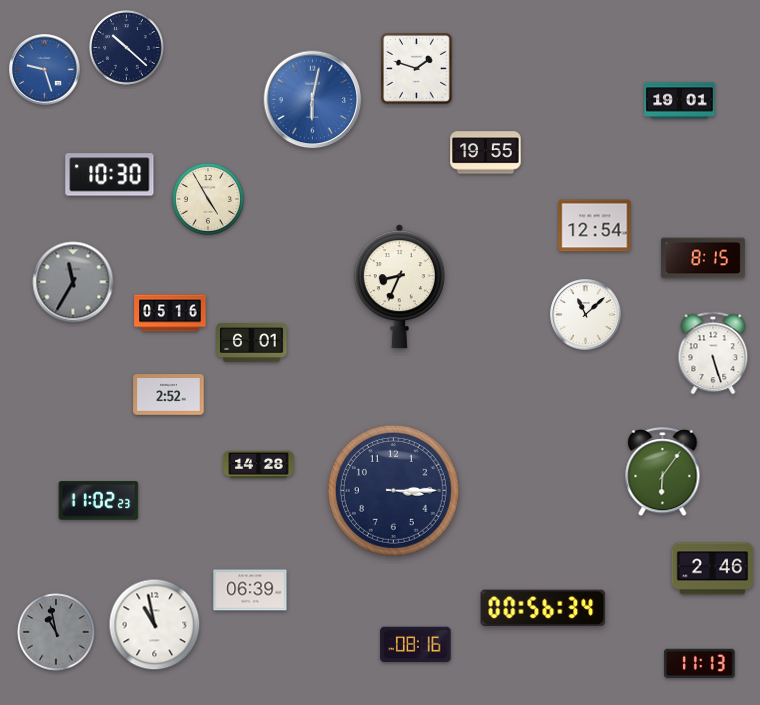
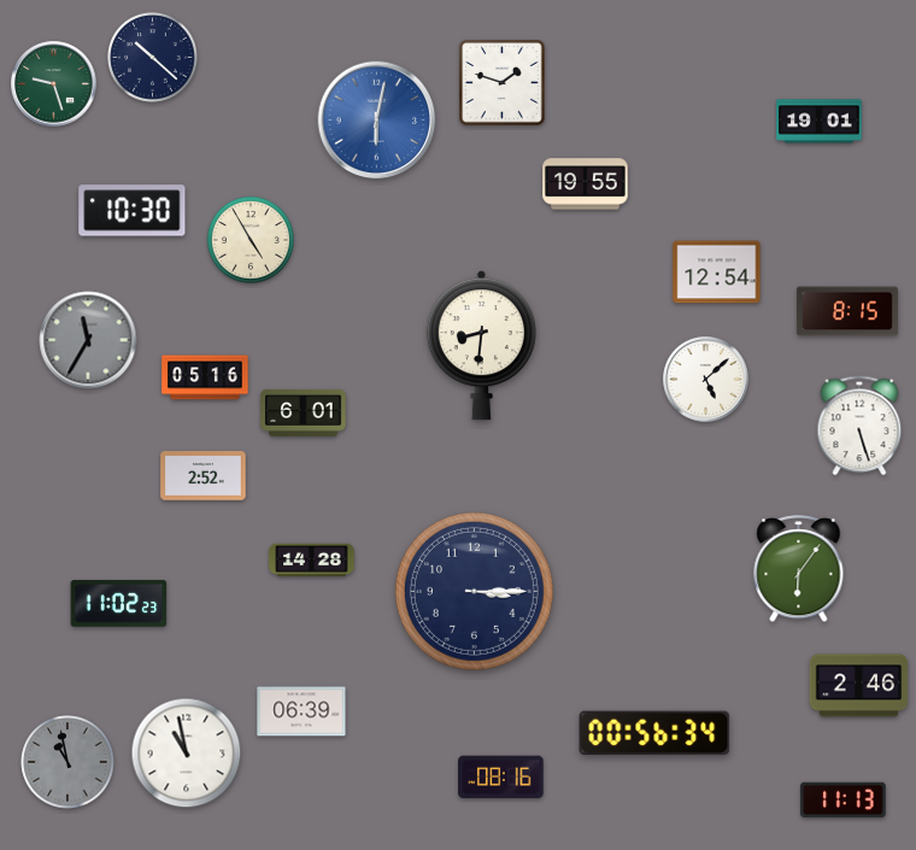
clock at (45, 70) dial: blue -> green
clock at (399, 287): 8:34 -> 8:31
clock at (586, 315): 11:08 -> 5:08
